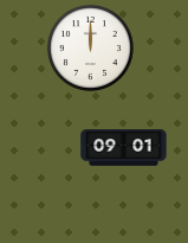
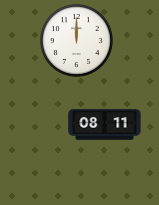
clock at (124, 148): 09:01 -> 08:11
